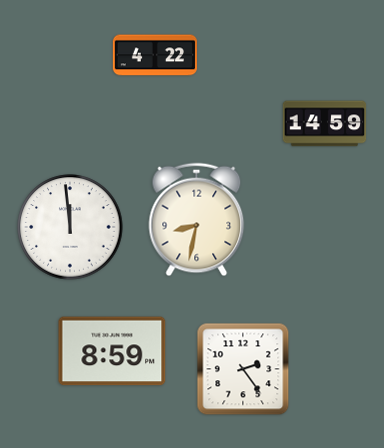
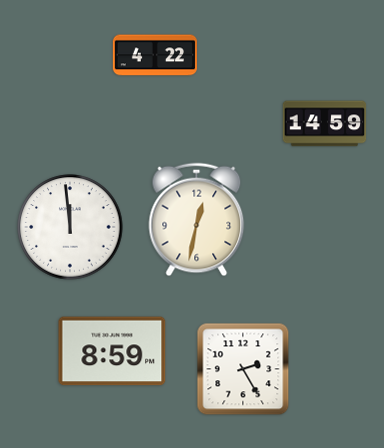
clock at (197, 220): 8:32 -> 12:32
clock at (243, 369): 2:24 -> 2:25
